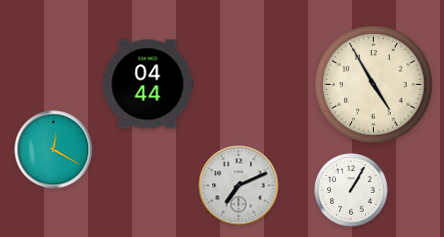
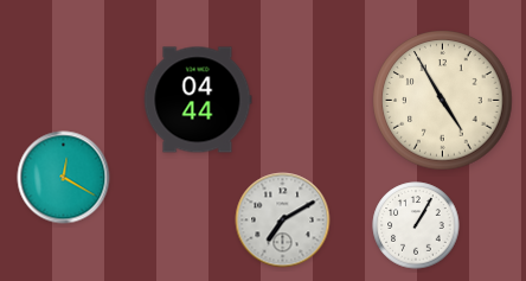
clock at (148, 84) position: (148, 84) -> (198, 100)
clock at (239, 186): 7:11 -> 7:10
